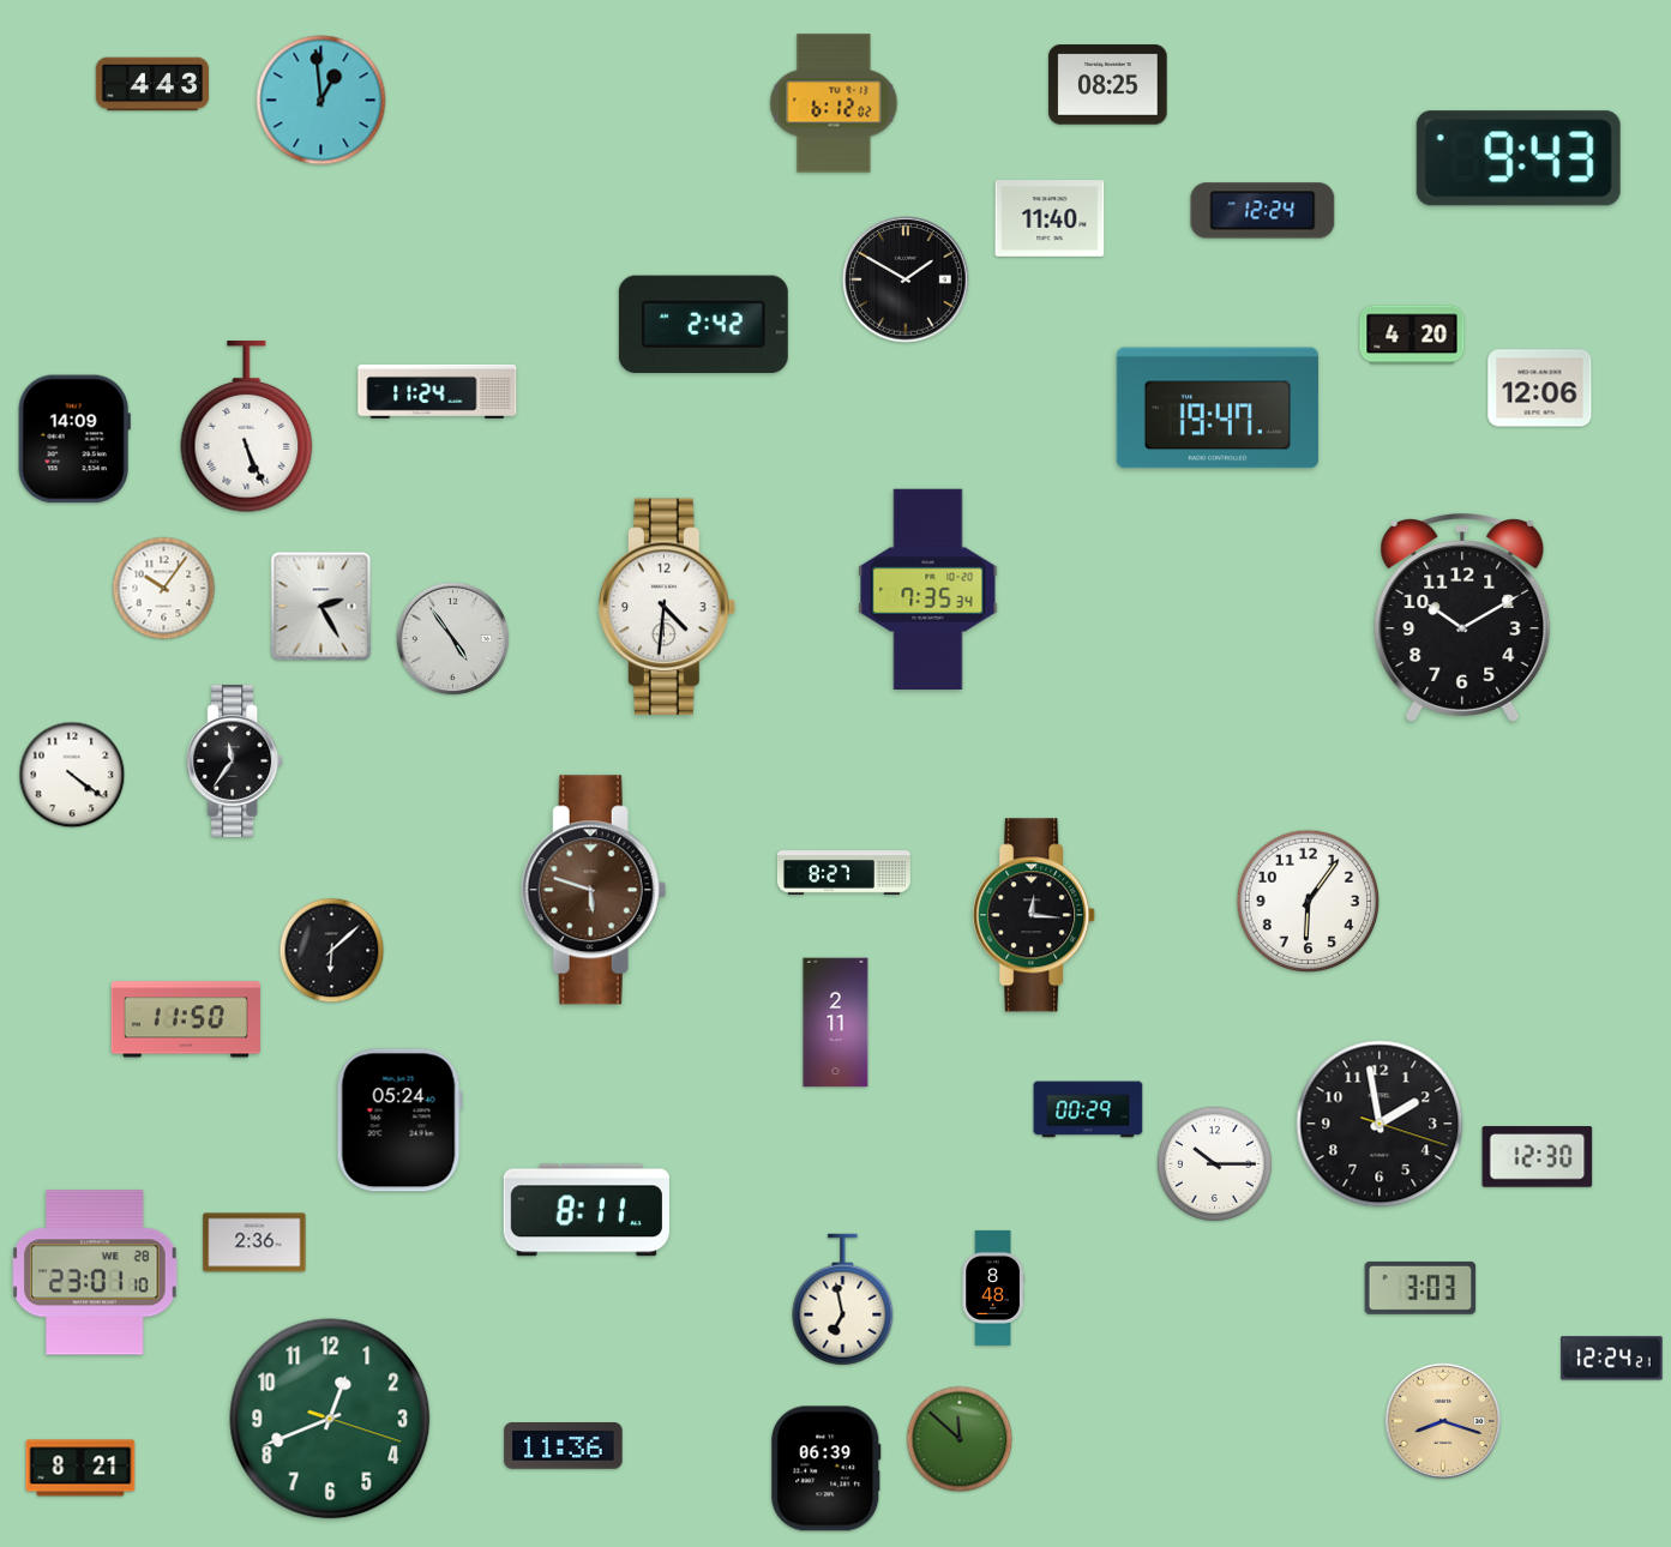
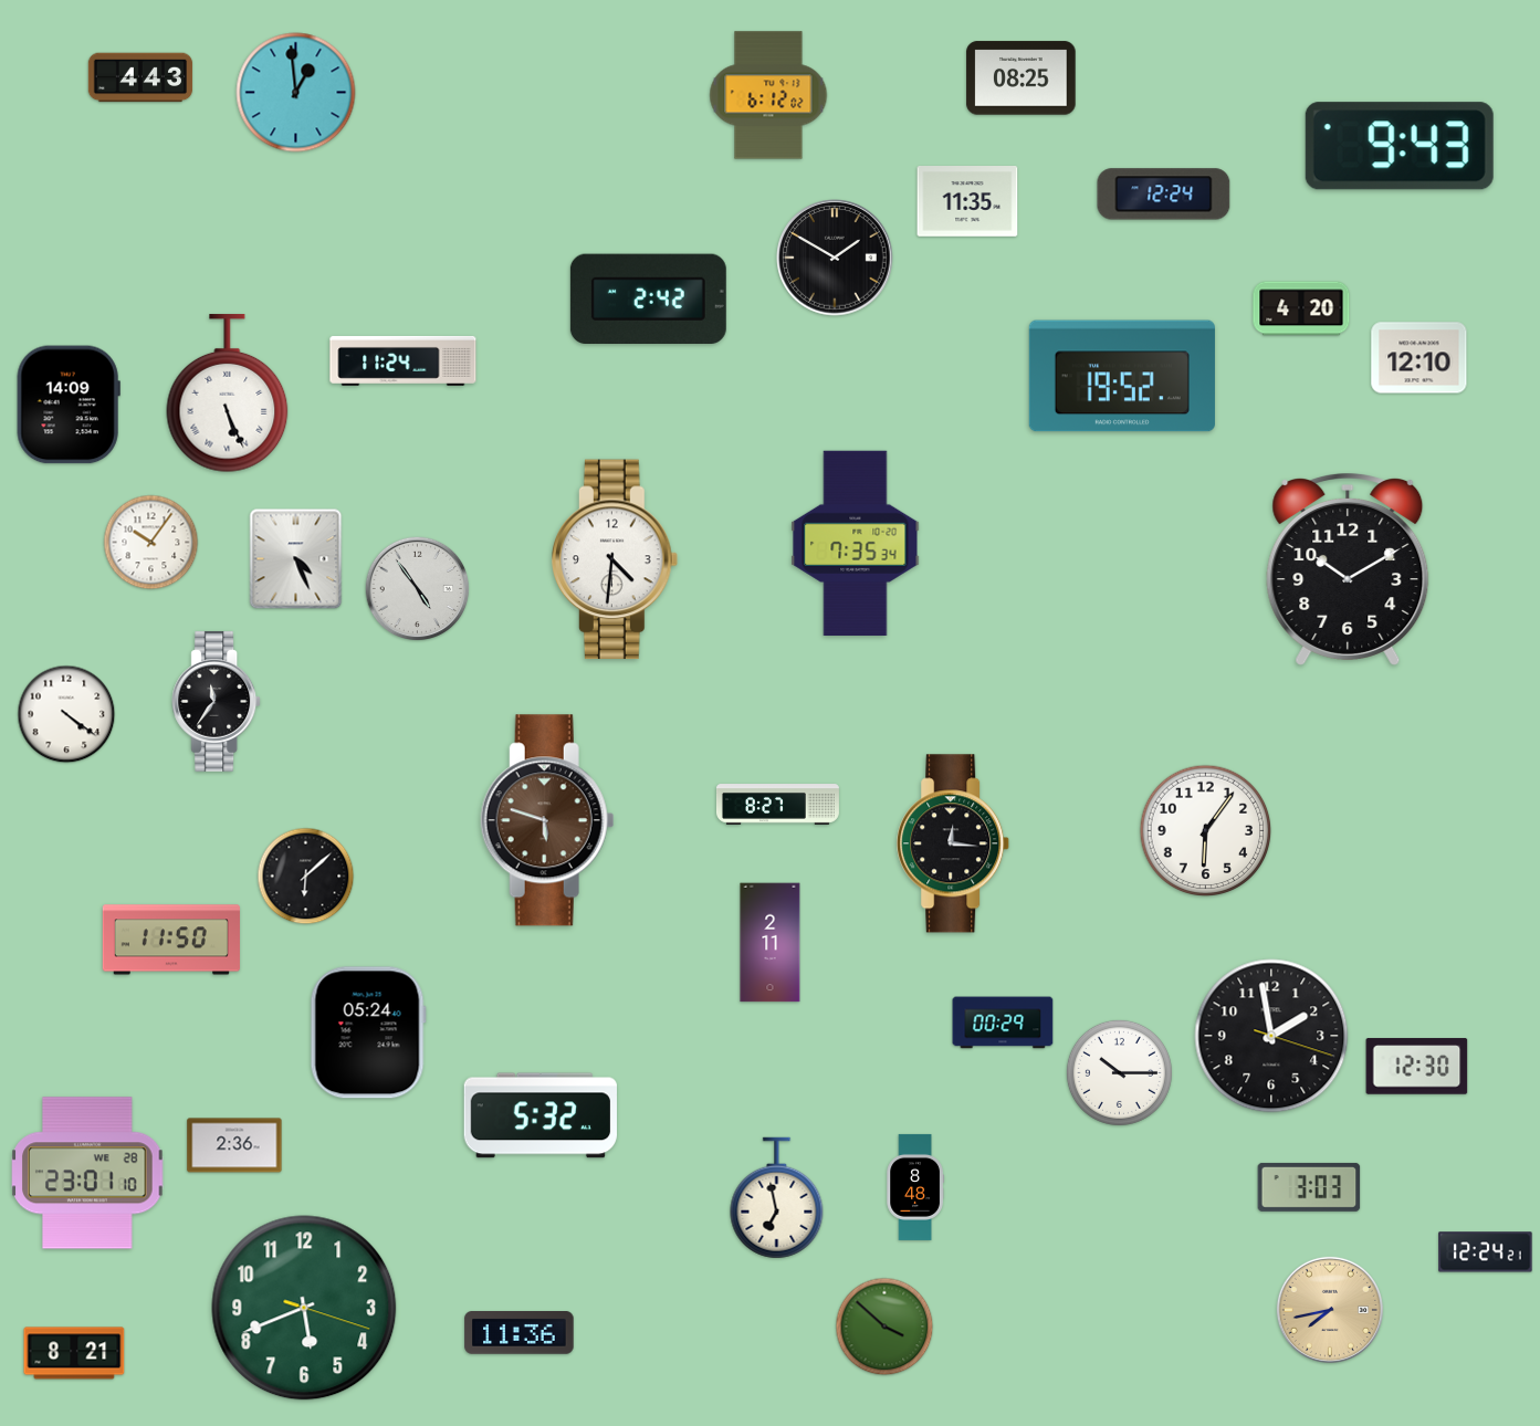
clock at (1050, 219): 11:40 -> 11:35
clock at (1540, 389): 12:06 -> 12:10
clock at (1218, 408): 19:47 -> 19:52
clock at (321, 607): 2:25 -> 4:26
clock at (587, 1210): 8:11 -> 5:32
clock at (330, 1419): 12:41 -> 5:41
clock at (1443, 1421): 8:18 -> 7:43
clock at (960, 1439): 11:52 -> 3:52
clock at (827, 1469): 06:39 -> none
